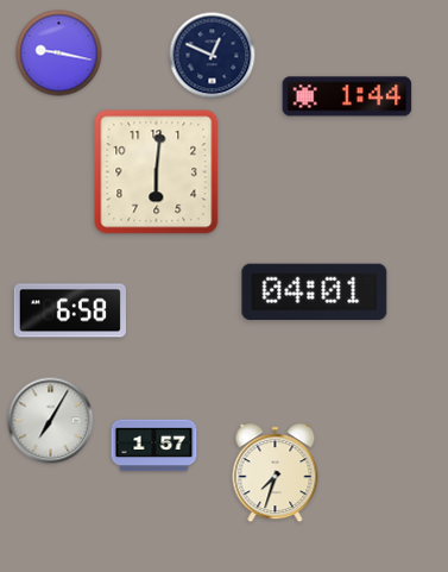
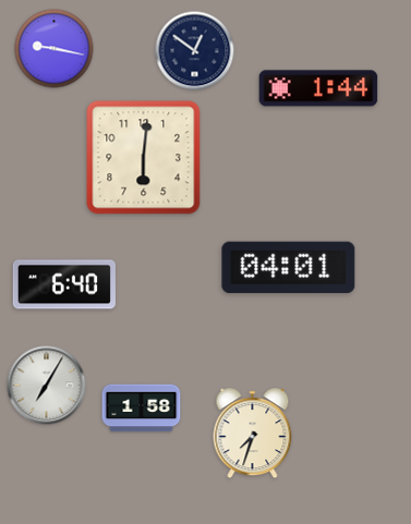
clock at (213, 56): 12:49 -> 12:51
clock at (70, 310): 6:58 -> 6:40
clock at (154, 446): 1:57 -> 1:58
